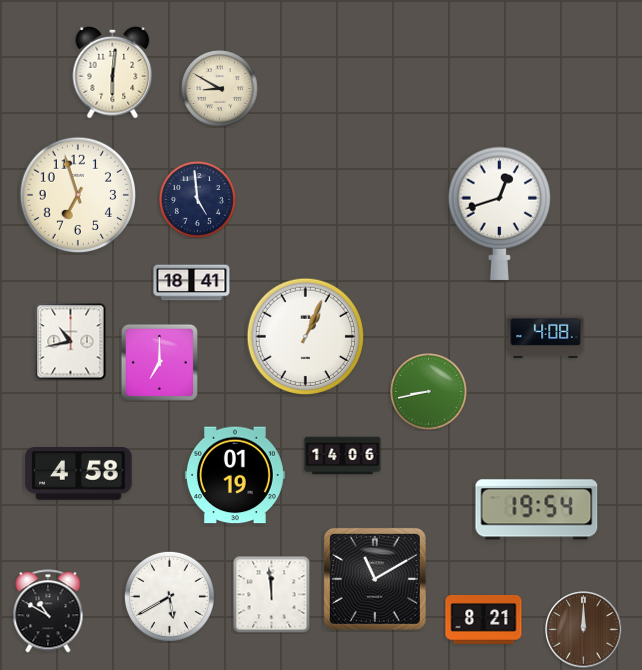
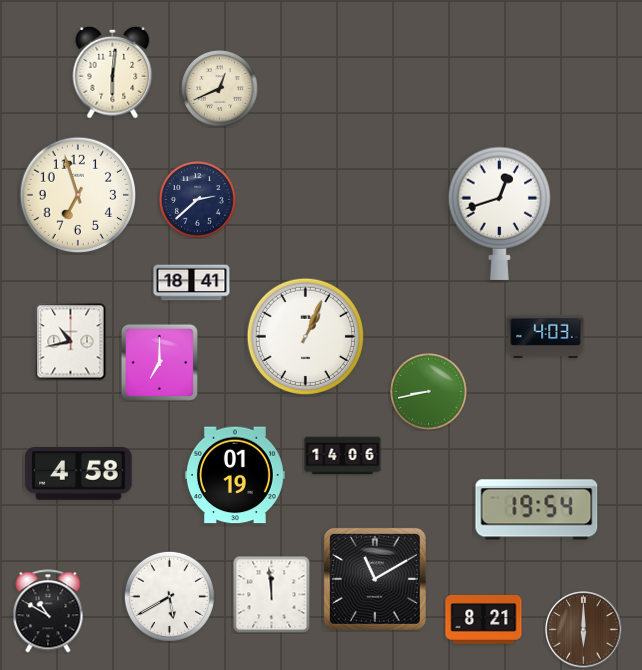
clock at (220, 89): 8:50 -> 12:41
clock at (198, 200): 4:59 -> 2:38
clock at (546, 337): 4:08 -> 4:03
clock at (584, 630): 12:00 -> 6:00
